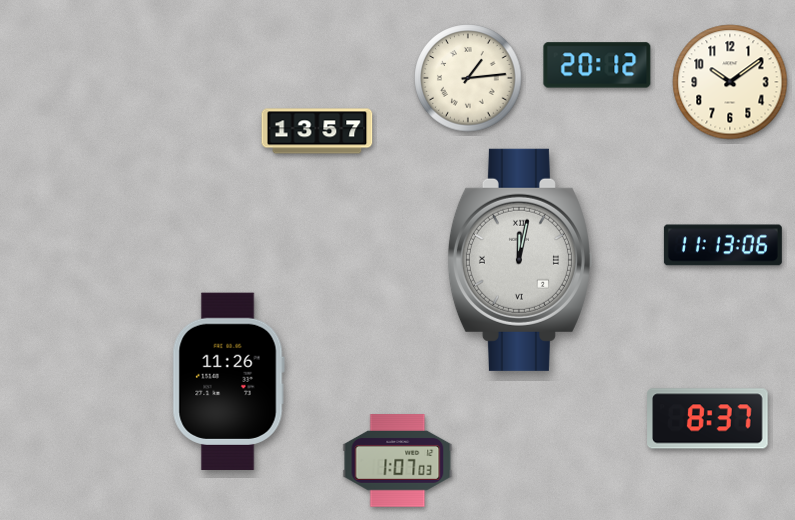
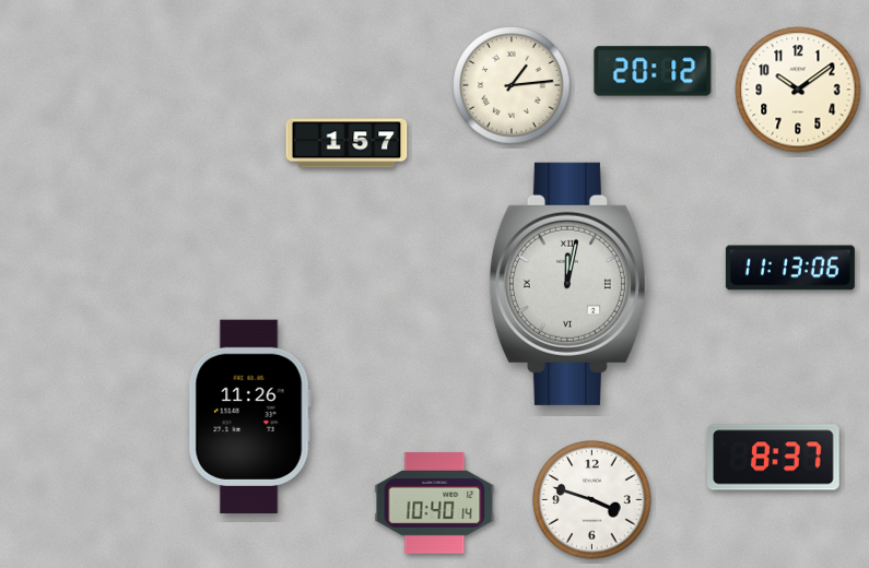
clock at (317, 131): 13:57 -> 1:57
clock at (592, 500): none -> 3:48
clock at (398, 461): 1:07 -> 10:40
